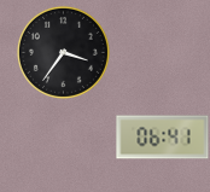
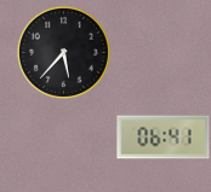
clock at (63, 52): 3:36 -> 5:37
